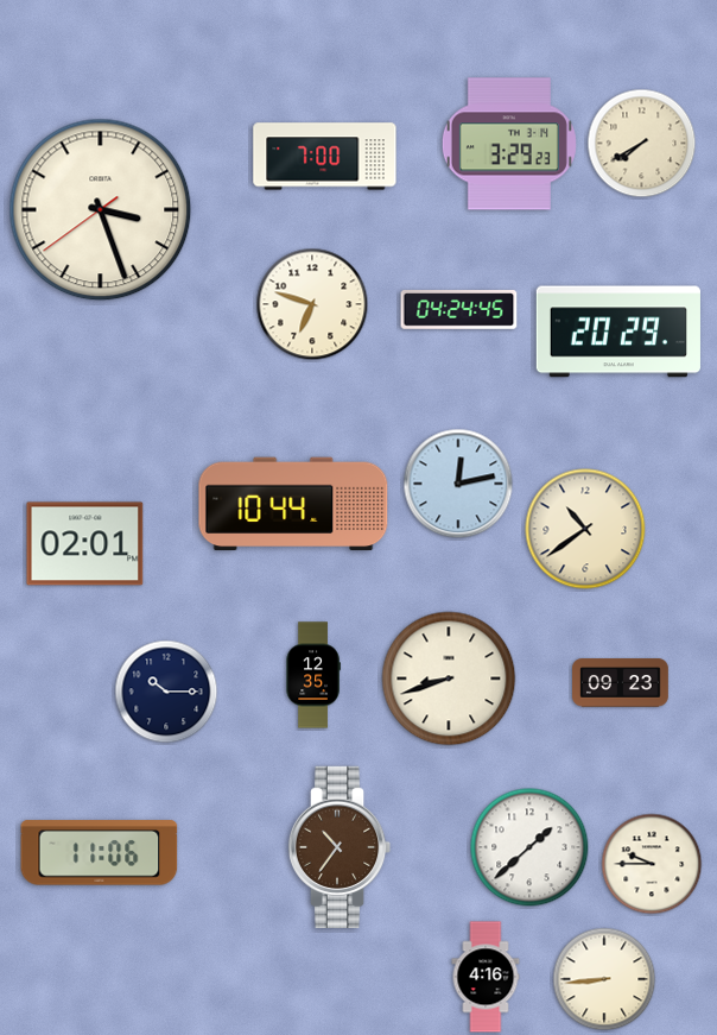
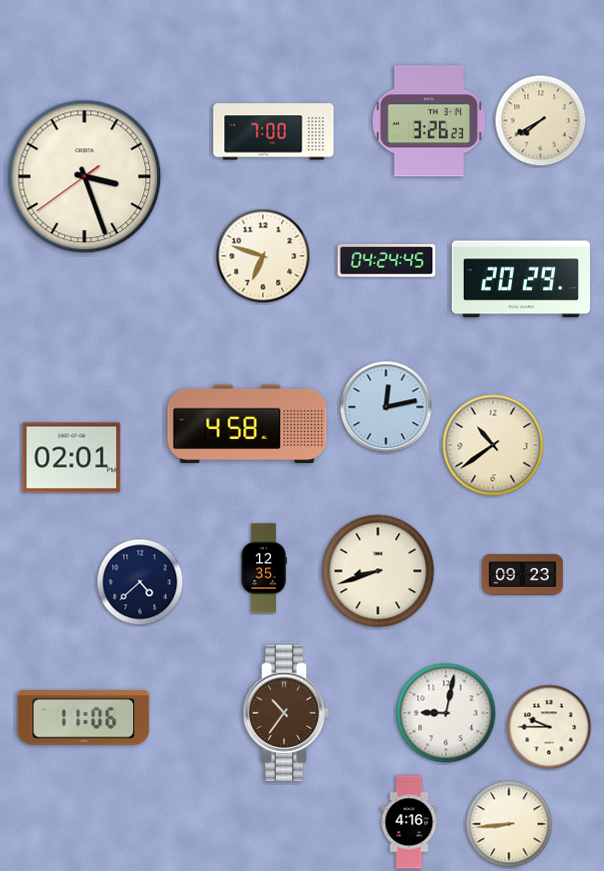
clock at (509, 144): 3:29 -> 3:26
clock at (293, 504): 10:44 -> 4:58
clock at (166, 692): 10:15 -> 4:38
clock at (529, 847): 1:38 -> 9:02
